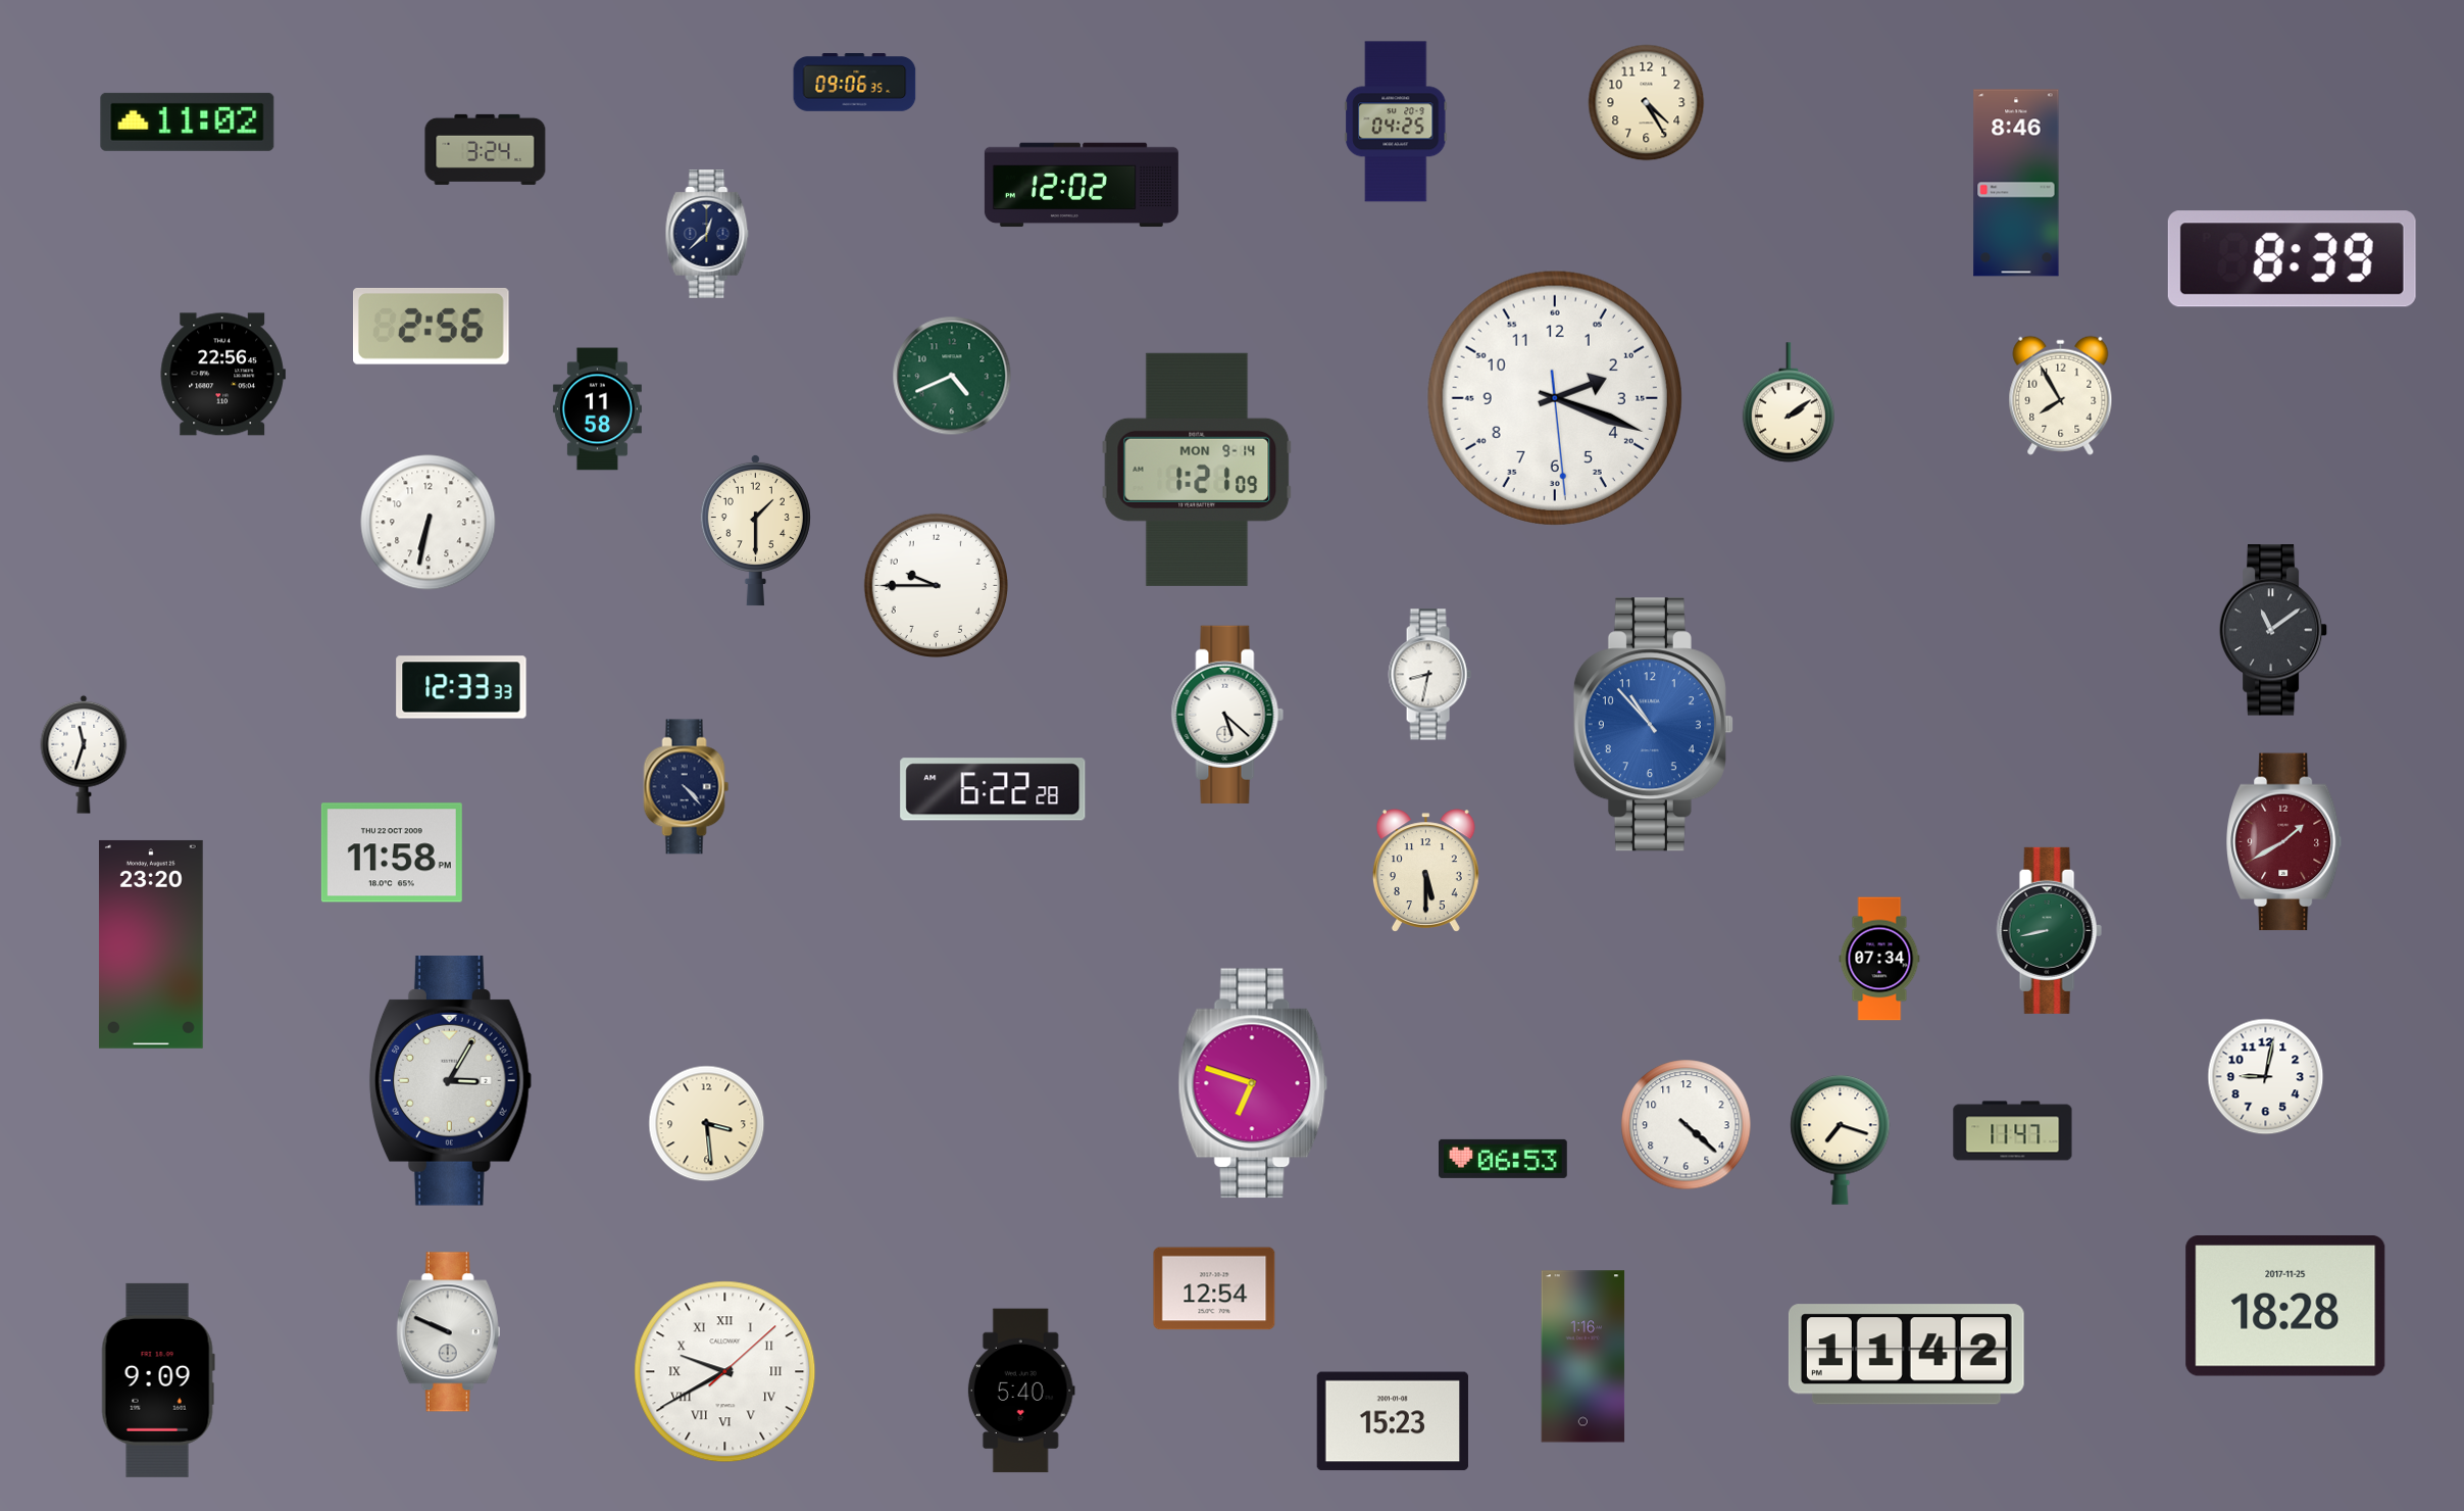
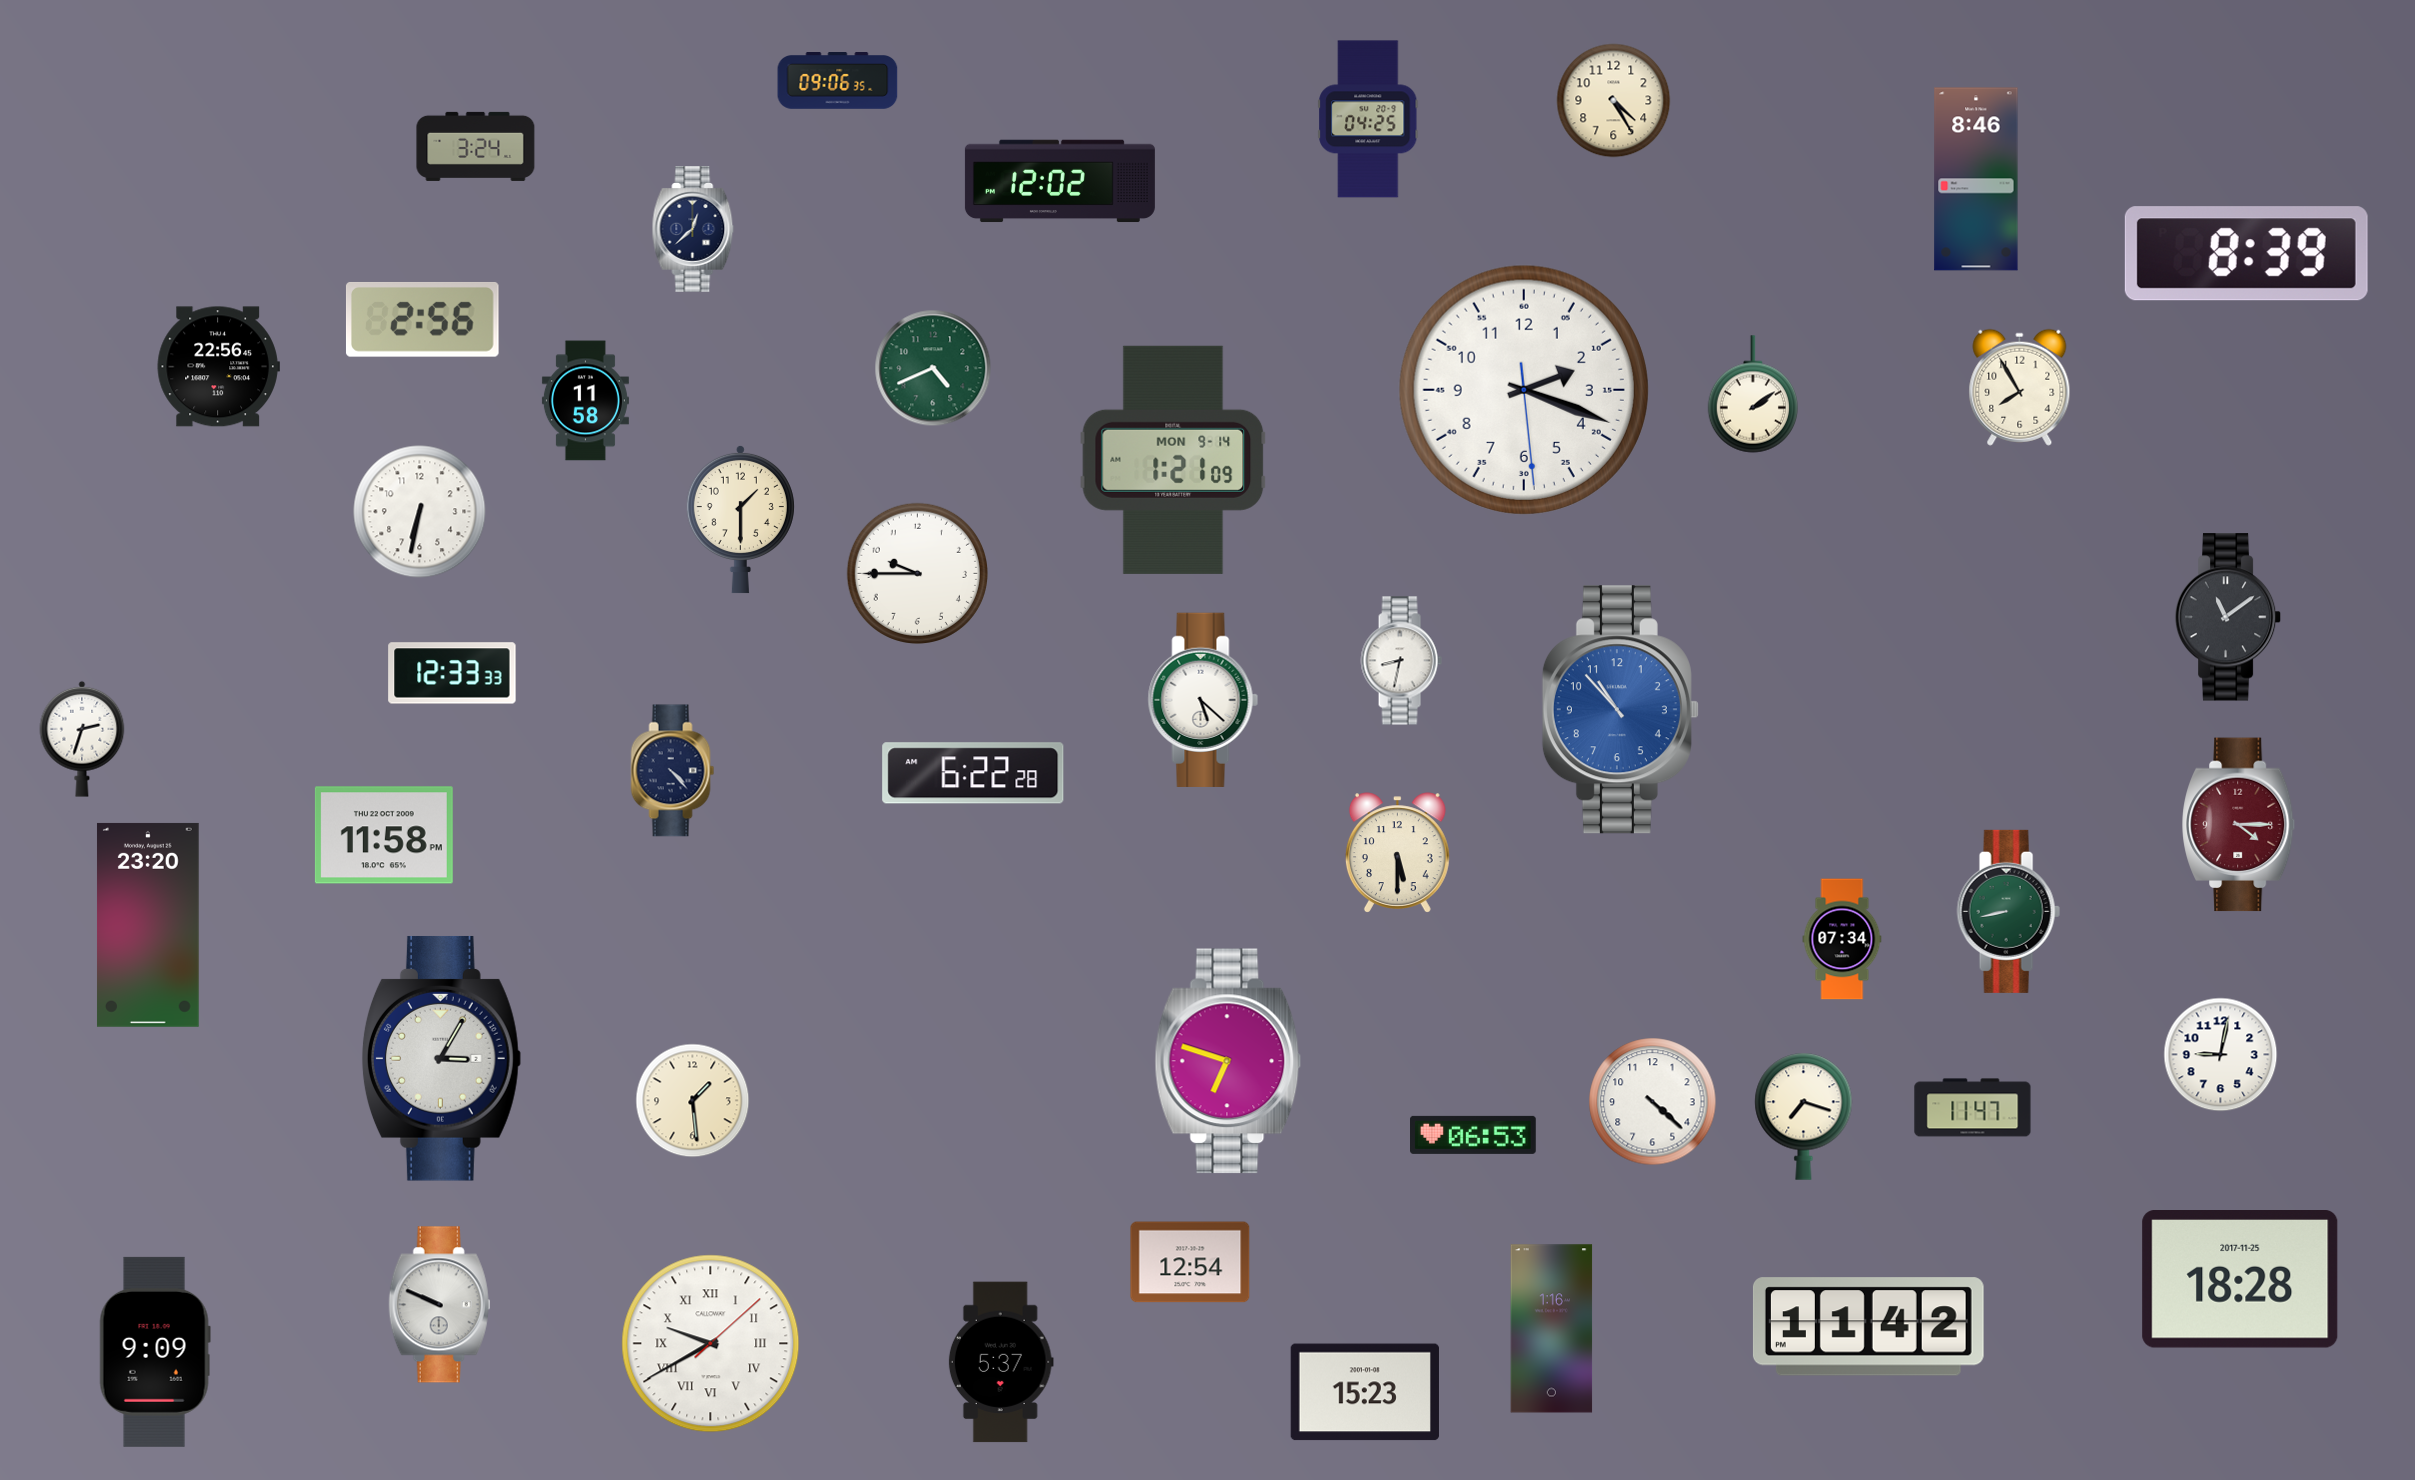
clock at (188, 121): 11:02 -> none
clock at (84, 754): 11:33 -> 2:33
clock at (2285, 842): 1:40 -> 4:15
clock at (707, 1124): 3:29 -> 1:29
clock at (1021, 1391): 5:40 -> 5:37
